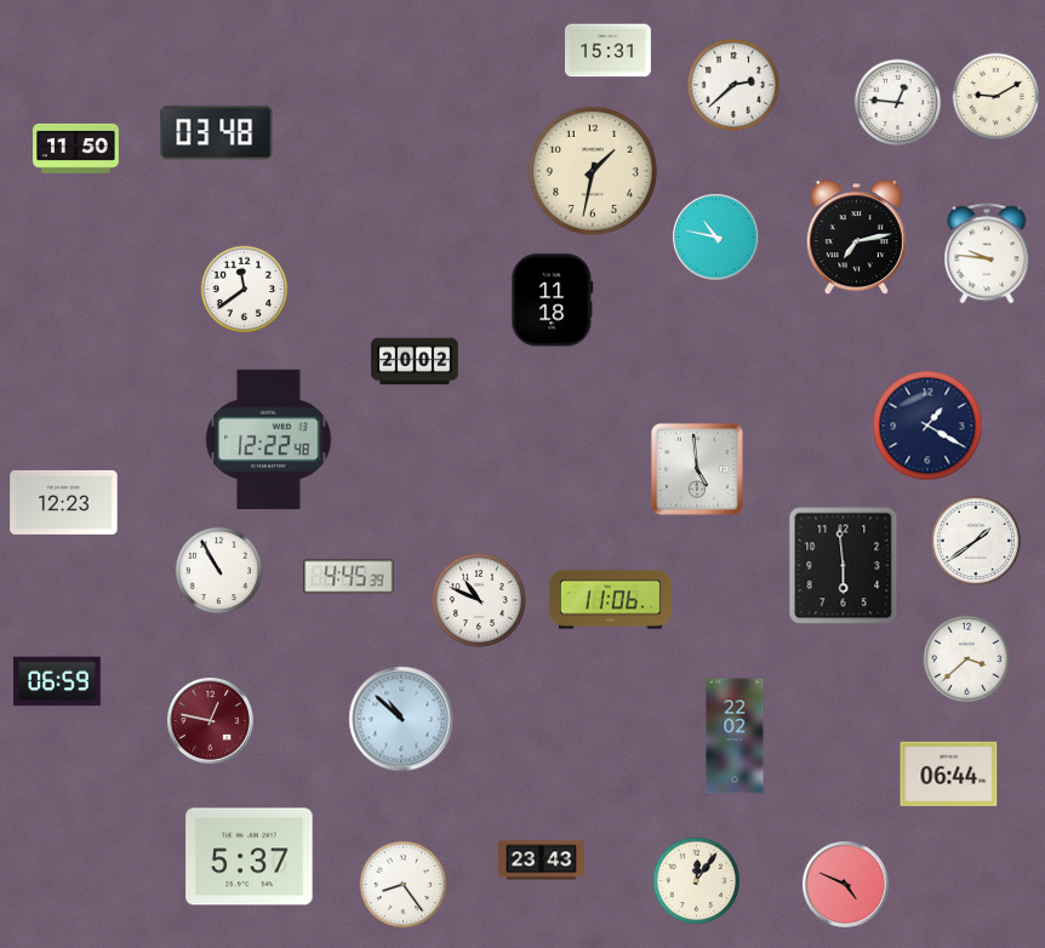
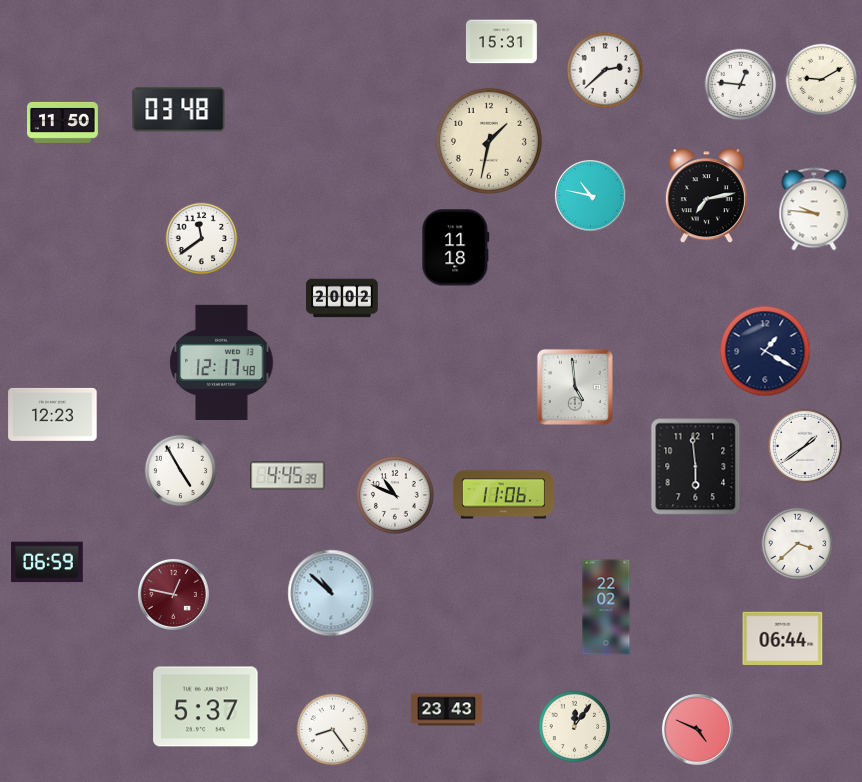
clock at (269, 439): 12:22 -> 12:17
clock at (219, 571): 10:55 -> 4:55
